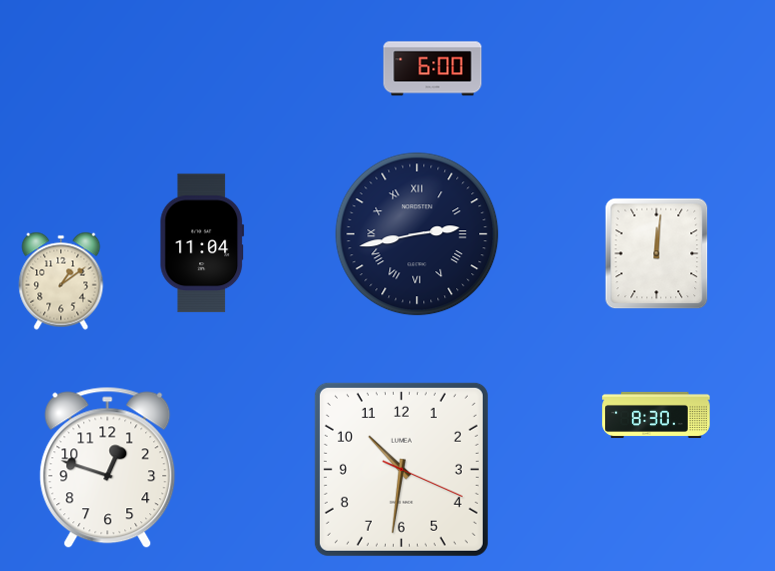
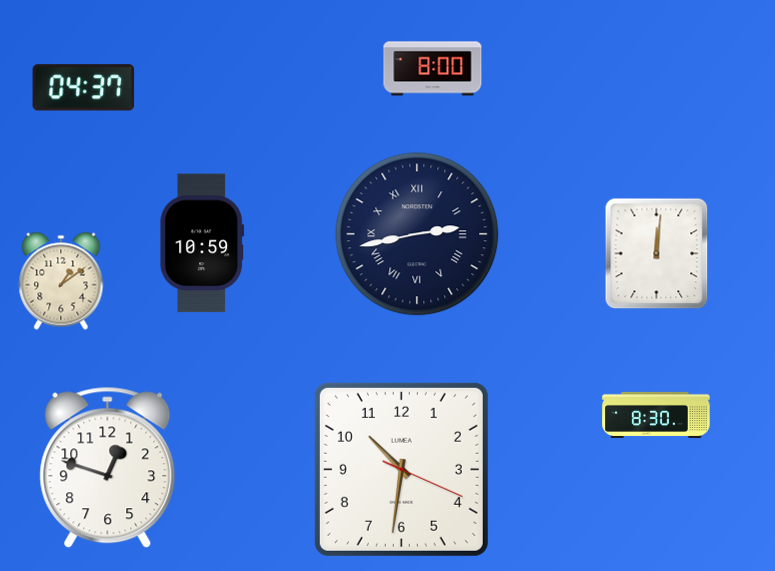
clock at (433, 69): 6:00 -> 8:00
clock at (84, 88): none -> 04:37
clock at (202, 243): 11:04 -> 10:59
